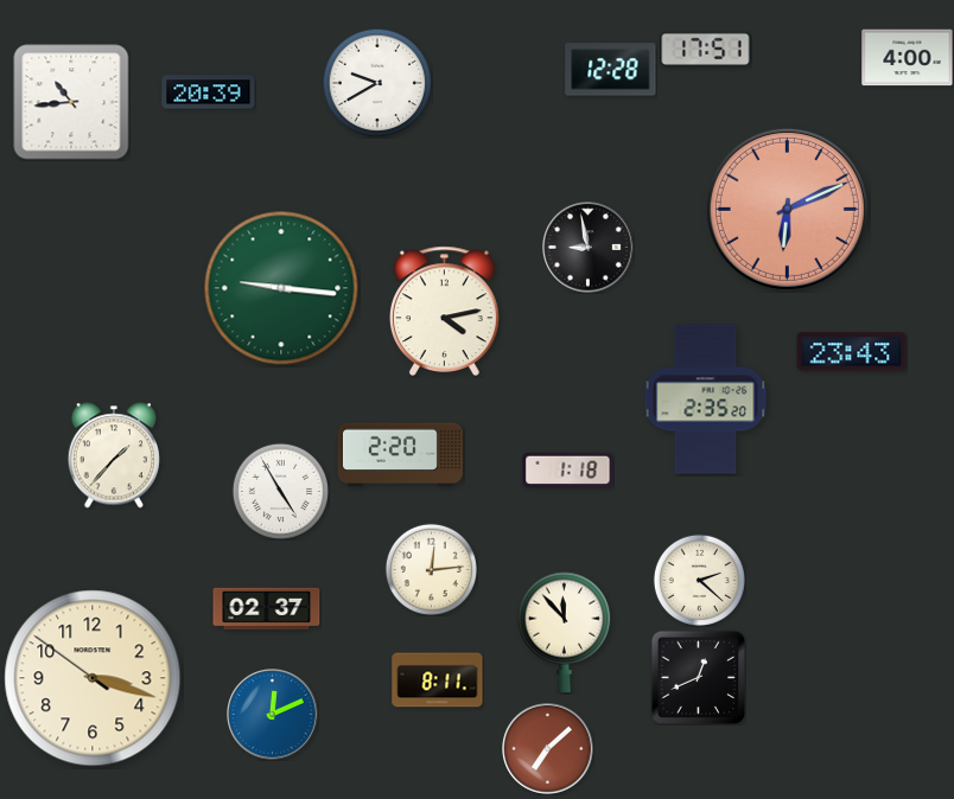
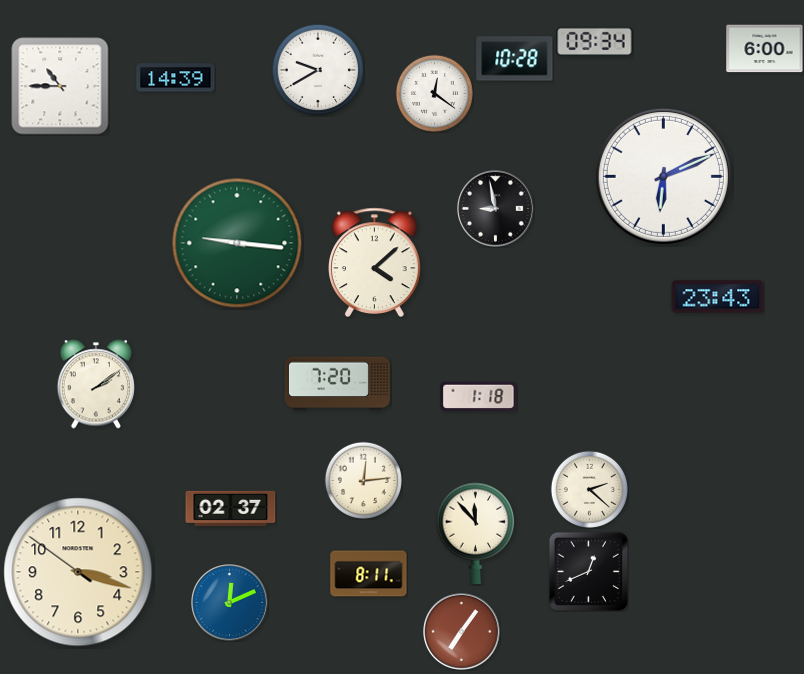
clock at (706, 49): 17:51 -> 09:34
clock at (908, 58): 4:00 -> 6:00
clock at (611, 70): 12:28 -> 10:28
clock at (209, 92): 20:39 -> 14:39
clock at (71, 102): 10:44 -> 10:45
clock at (434, 93): none -> 12:21
clock at (787, 209) dial: salmon -> white
clock at (445, 311): 4:13 -> 4:08
clock at (706, 399): 2:35 -> none
clock at (114, 455): 1:37 -> 2:09
clock at (400, 455): 2:20 -> 7:20
clock at (280, 491): 4:55 -> none
clock at (267, 608) position: (267, 608) -> (231, 508)
clock at (548, 749): 7:08 -> 7:06
